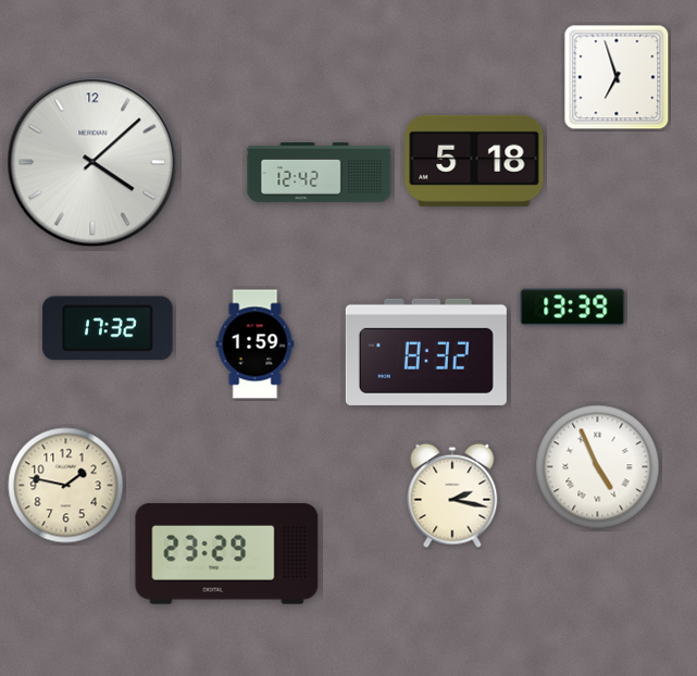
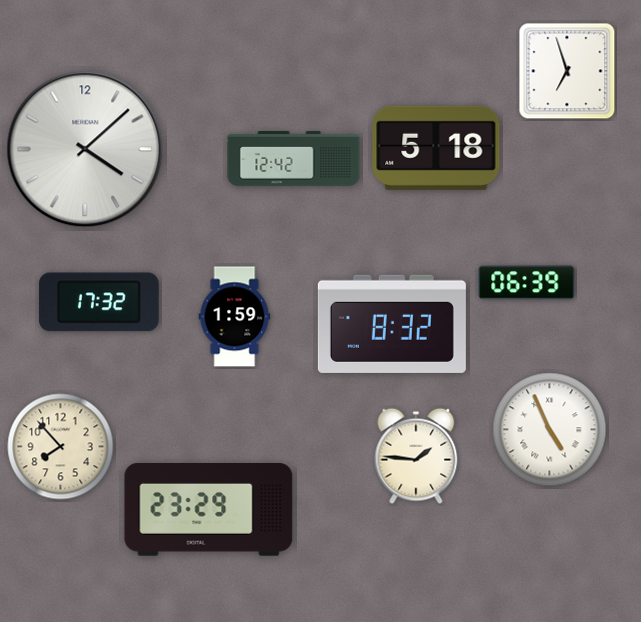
clock at (573, 308): 13:39 -> 06:39
clock at (66, 486): 1:47 -> 7:53
clock at (452, 496): 2:17 -> 1:46
